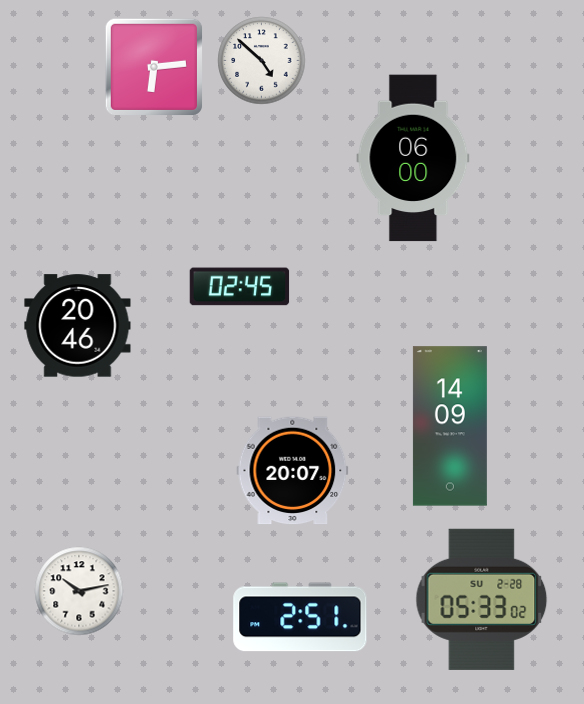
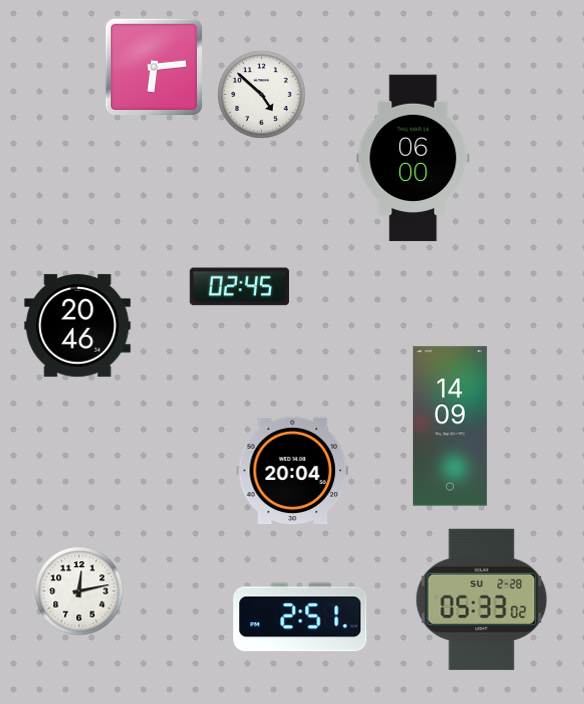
clock at (262, 61) position: (262, 61) -> (262, 95)
clock at (293, 471): 20:07 -> 20:04
clock at (79, 591): 10:13 -> 12:13
